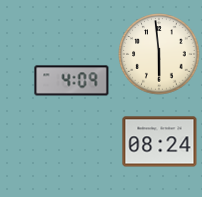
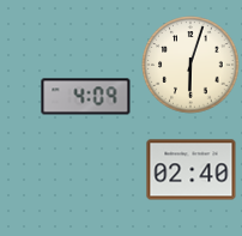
clock at (159, 54): 5:59 -> 6:03
clock at (160, 142): 08:24 -> 02:40
